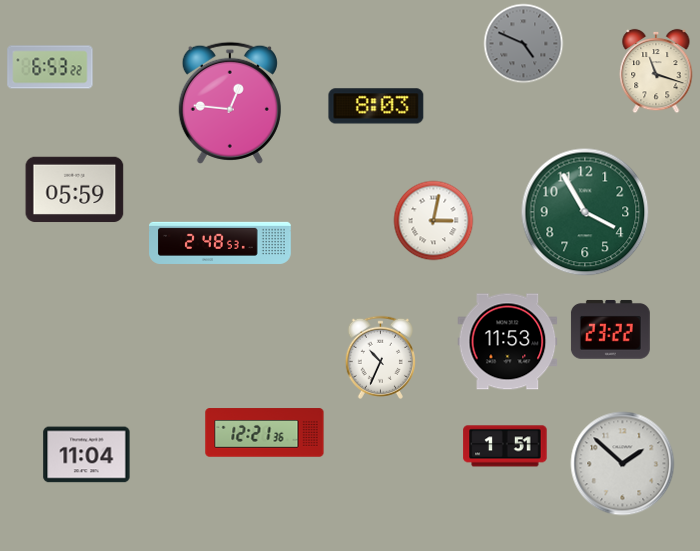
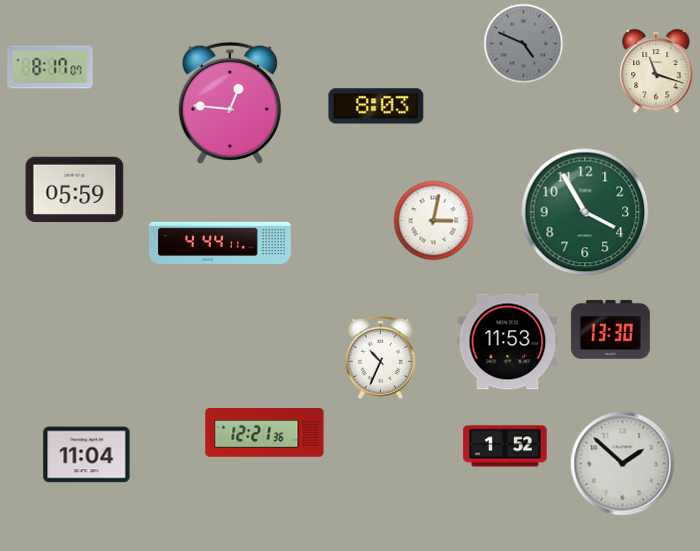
clock at (50, 67): 6:53 -> 8:17
clock at (221, 243): 2:48 -> 4:44
clock at (610, 329): 23:22 -> 13:30
clock at (505, 446): 1:51 -> 1:52
